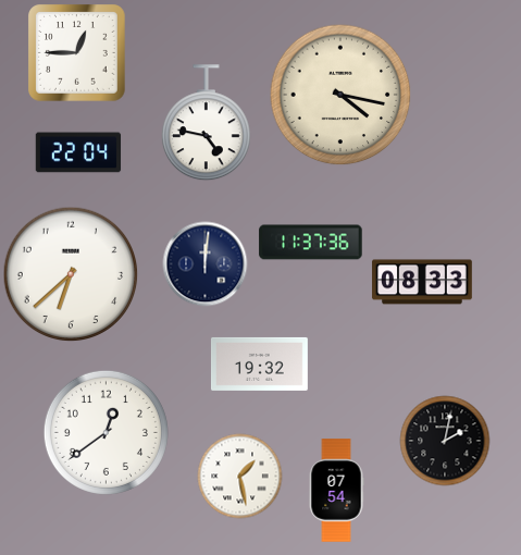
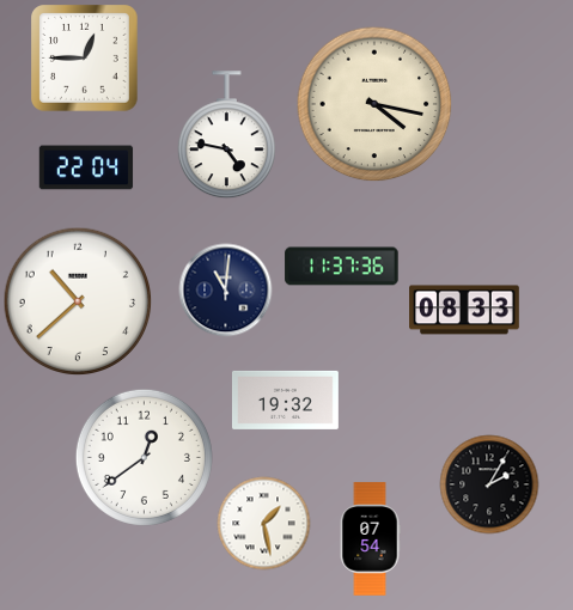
clock at (204, 263): 12:01 -> 11:01
clock at (71, 274): 6:38 -> 10:38
clock at (106, 432) position: (106, 432) -> (144, 457)
clock at (445, 441): 2:02 -> 2:05
